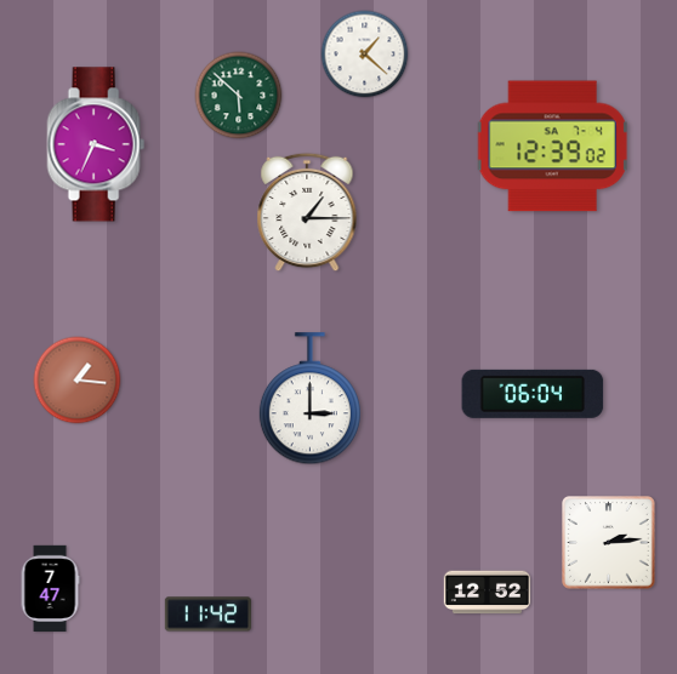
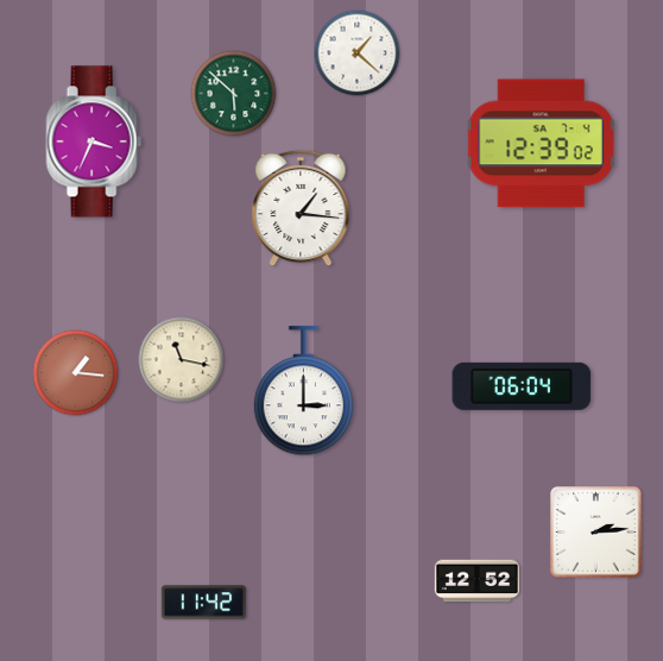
clock at (307, 212): 1:15 -> 1:16
clock at (182, 360): none -> 11:17
clock at (50, 588): 7:47 -> none
